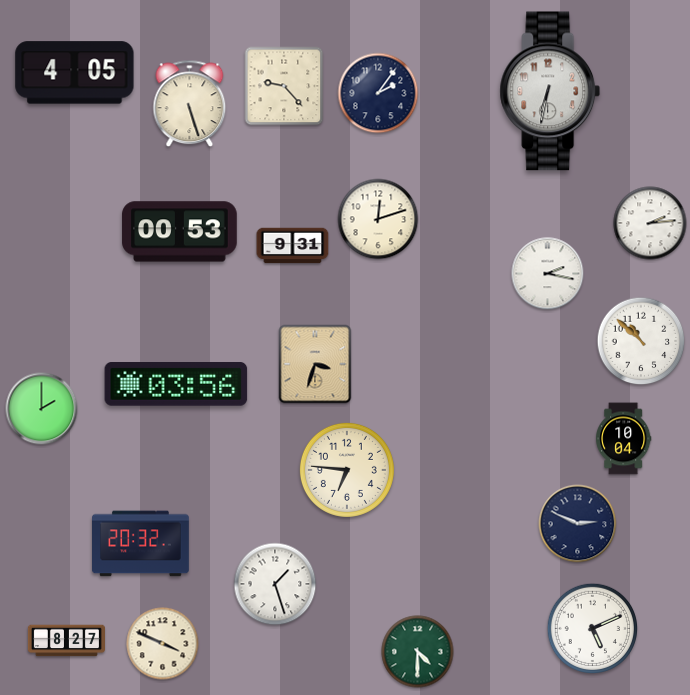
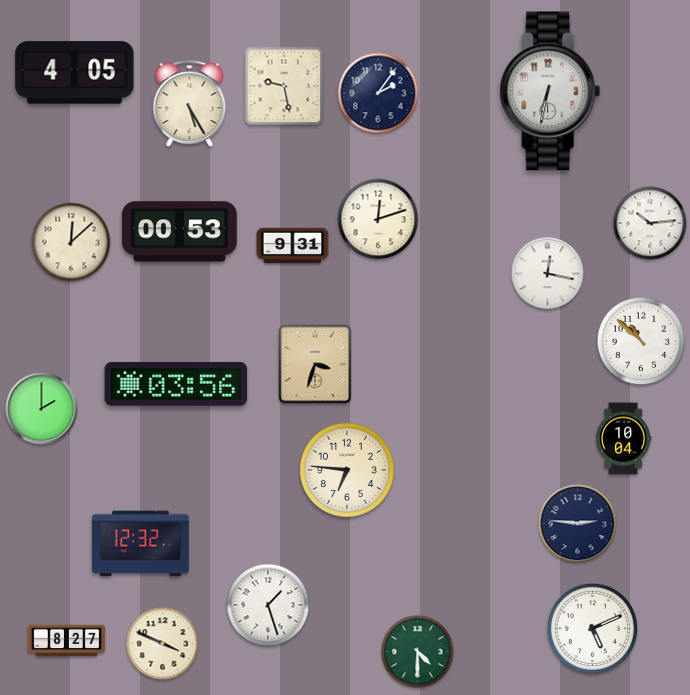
clock at (284, 86): 9:23 -> 9:28
clock at (190, 104): 5:27 -> 5:25
clock at (650, 223): 2:14 -> 10:14
clock at (71, 242): none -> 12:08
clock at (548, 274): 2:17 -> 12:17
clock at (578, 524): 2:49 -> 2:46
clock at (141, 544): 20:32 -> 12:32
clock at (275, 584) position: (275, 584) -> (268, 605)
